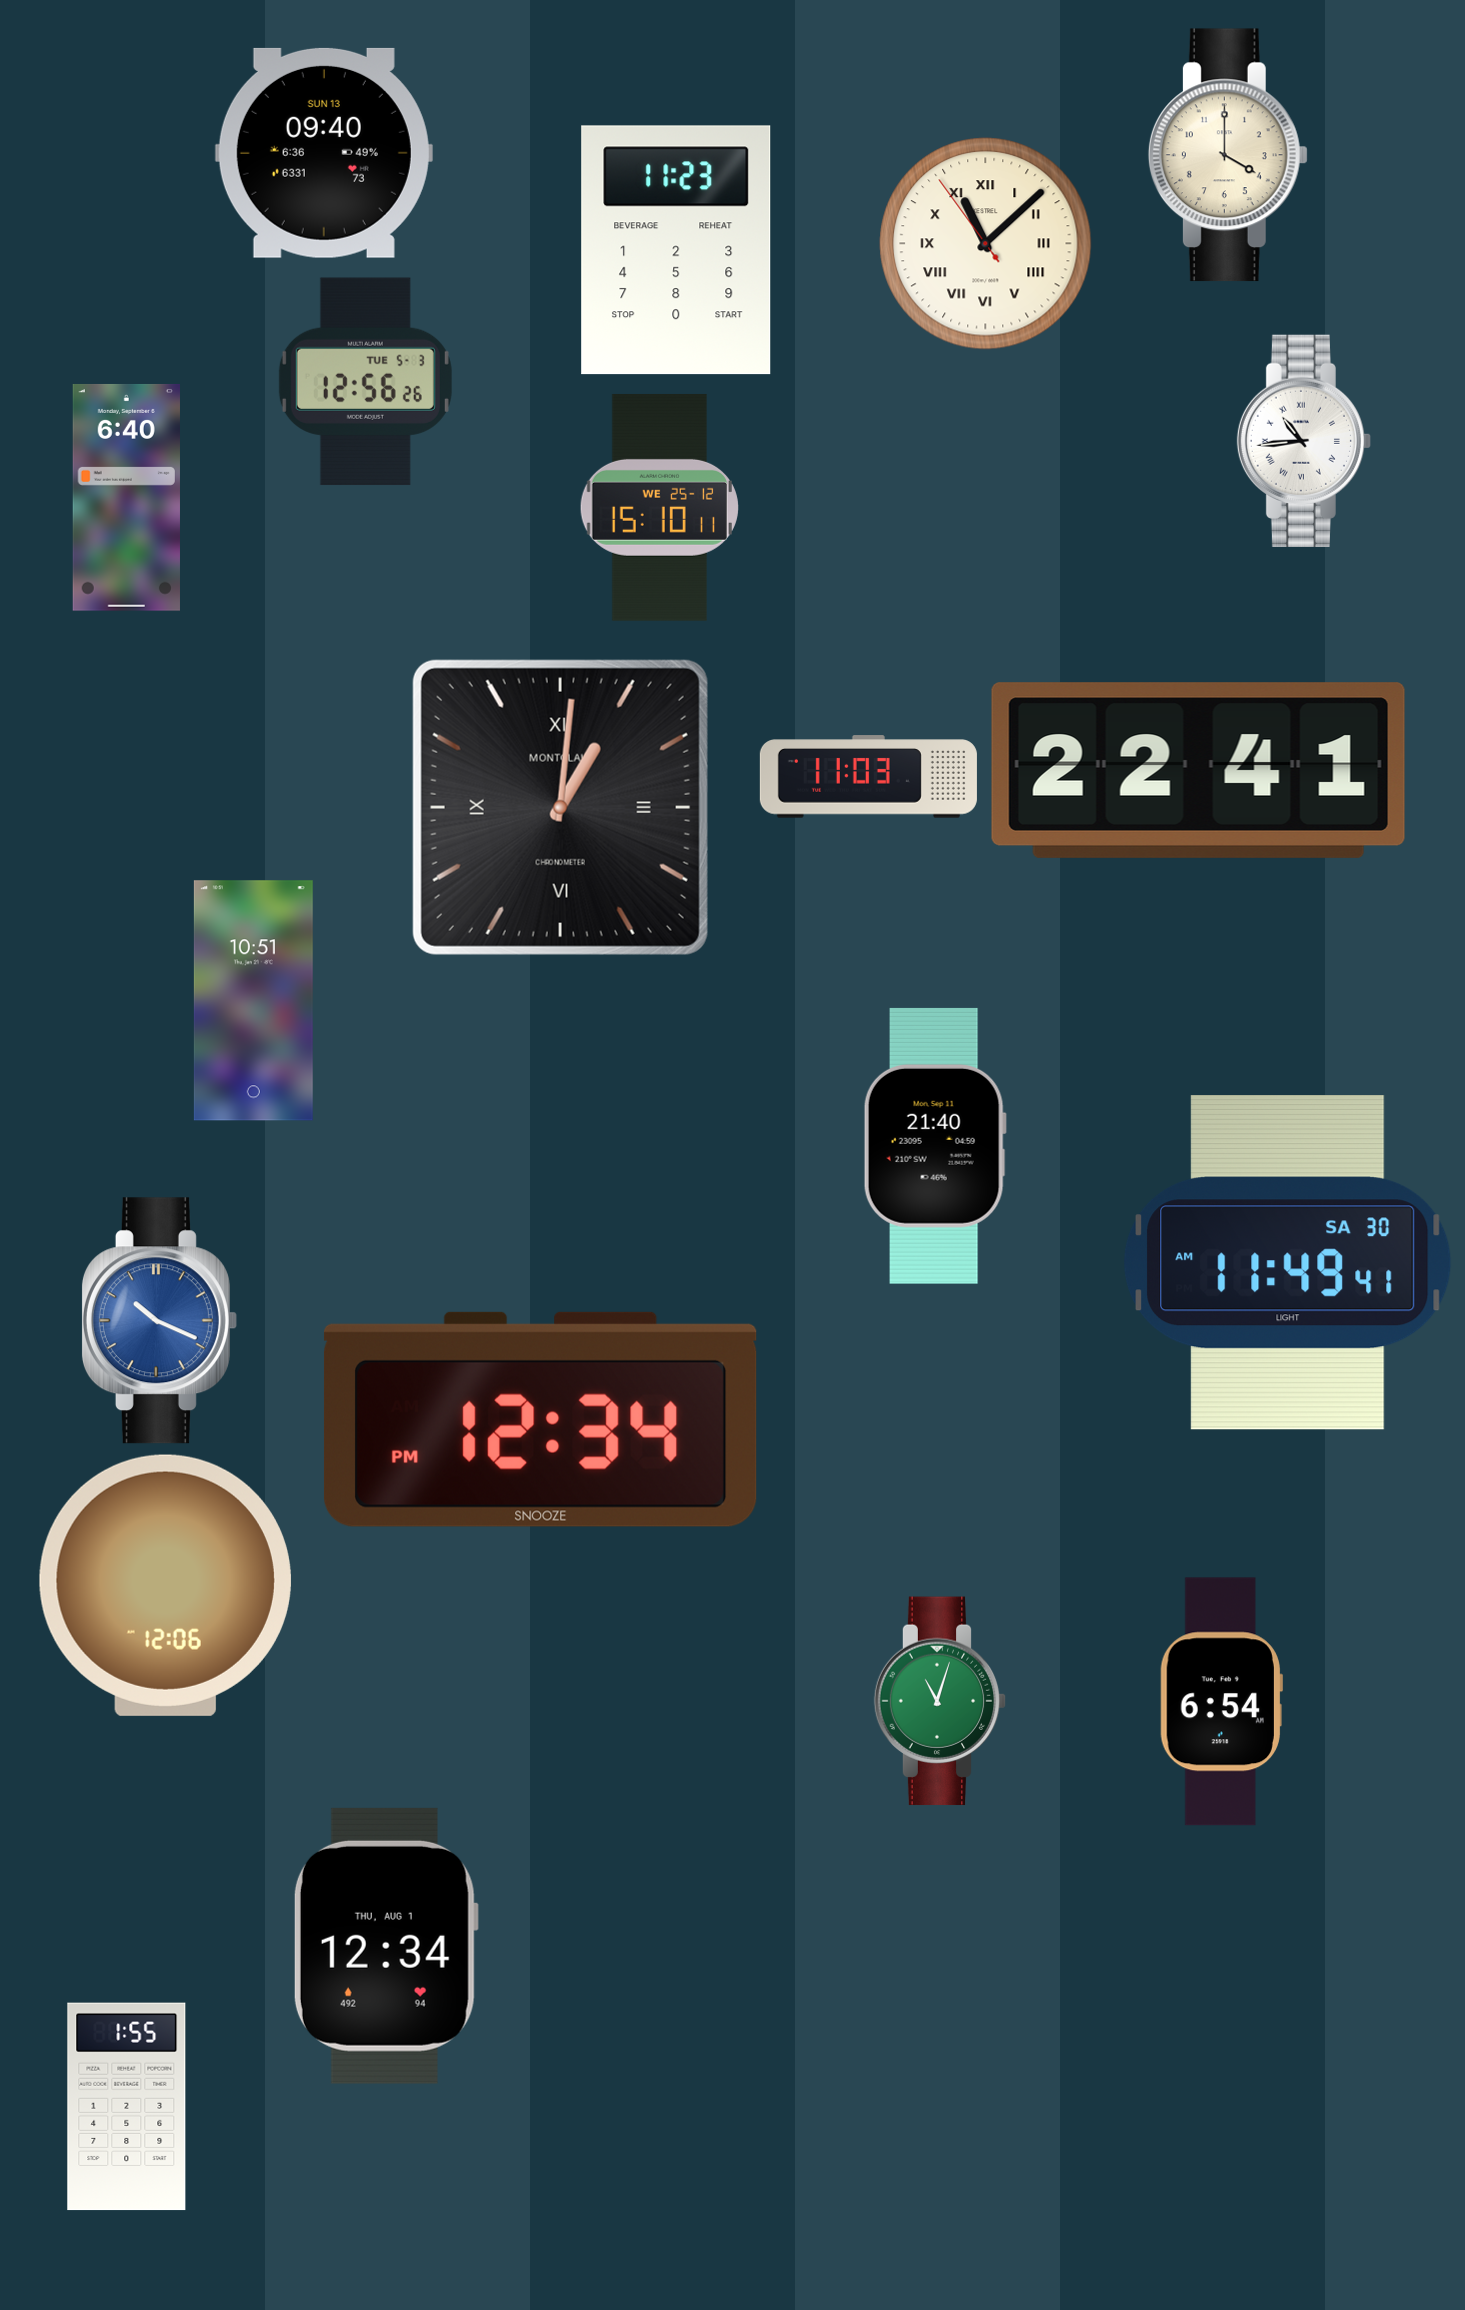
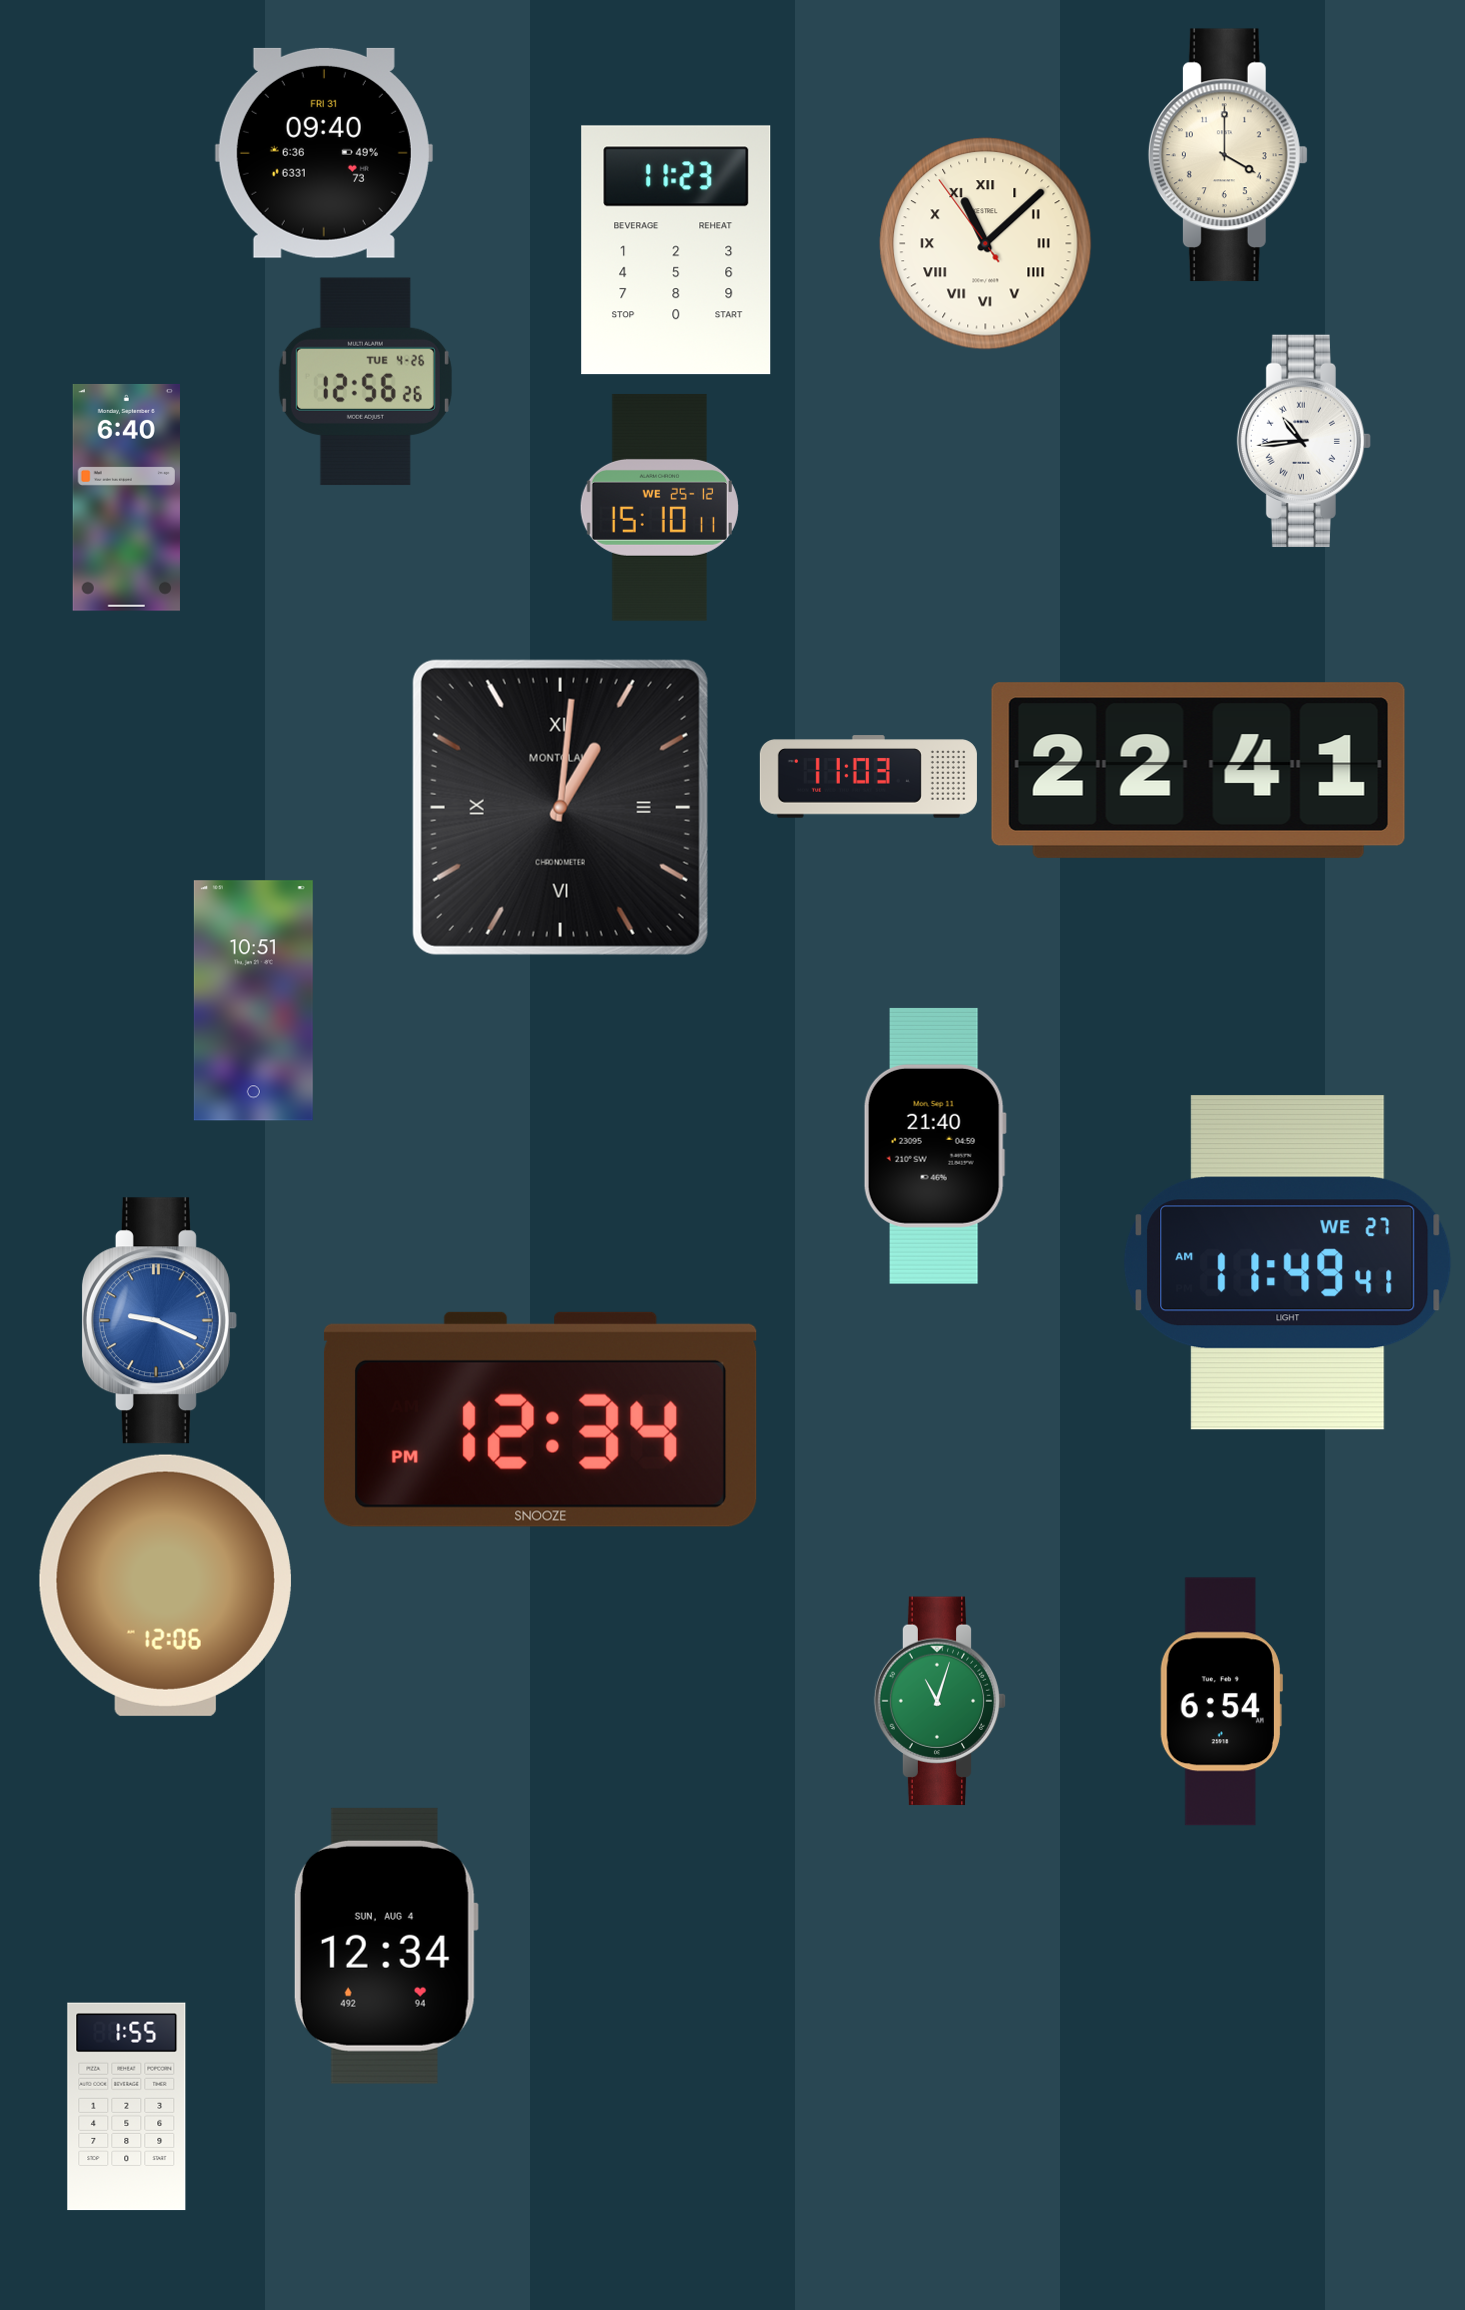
clock at (324, 153) date: SUN 13 -> FRI 31
clock at (365, 382) date: TUE 5-3 -> TUE 4-26
clock at (1288, 1263) date: SA 30 -> WE 27
clock at (159, 1321): 10:19 -> 9:19
clock at (386, 1946) date: THU, AUG 1 -> SUN, AUG 4
